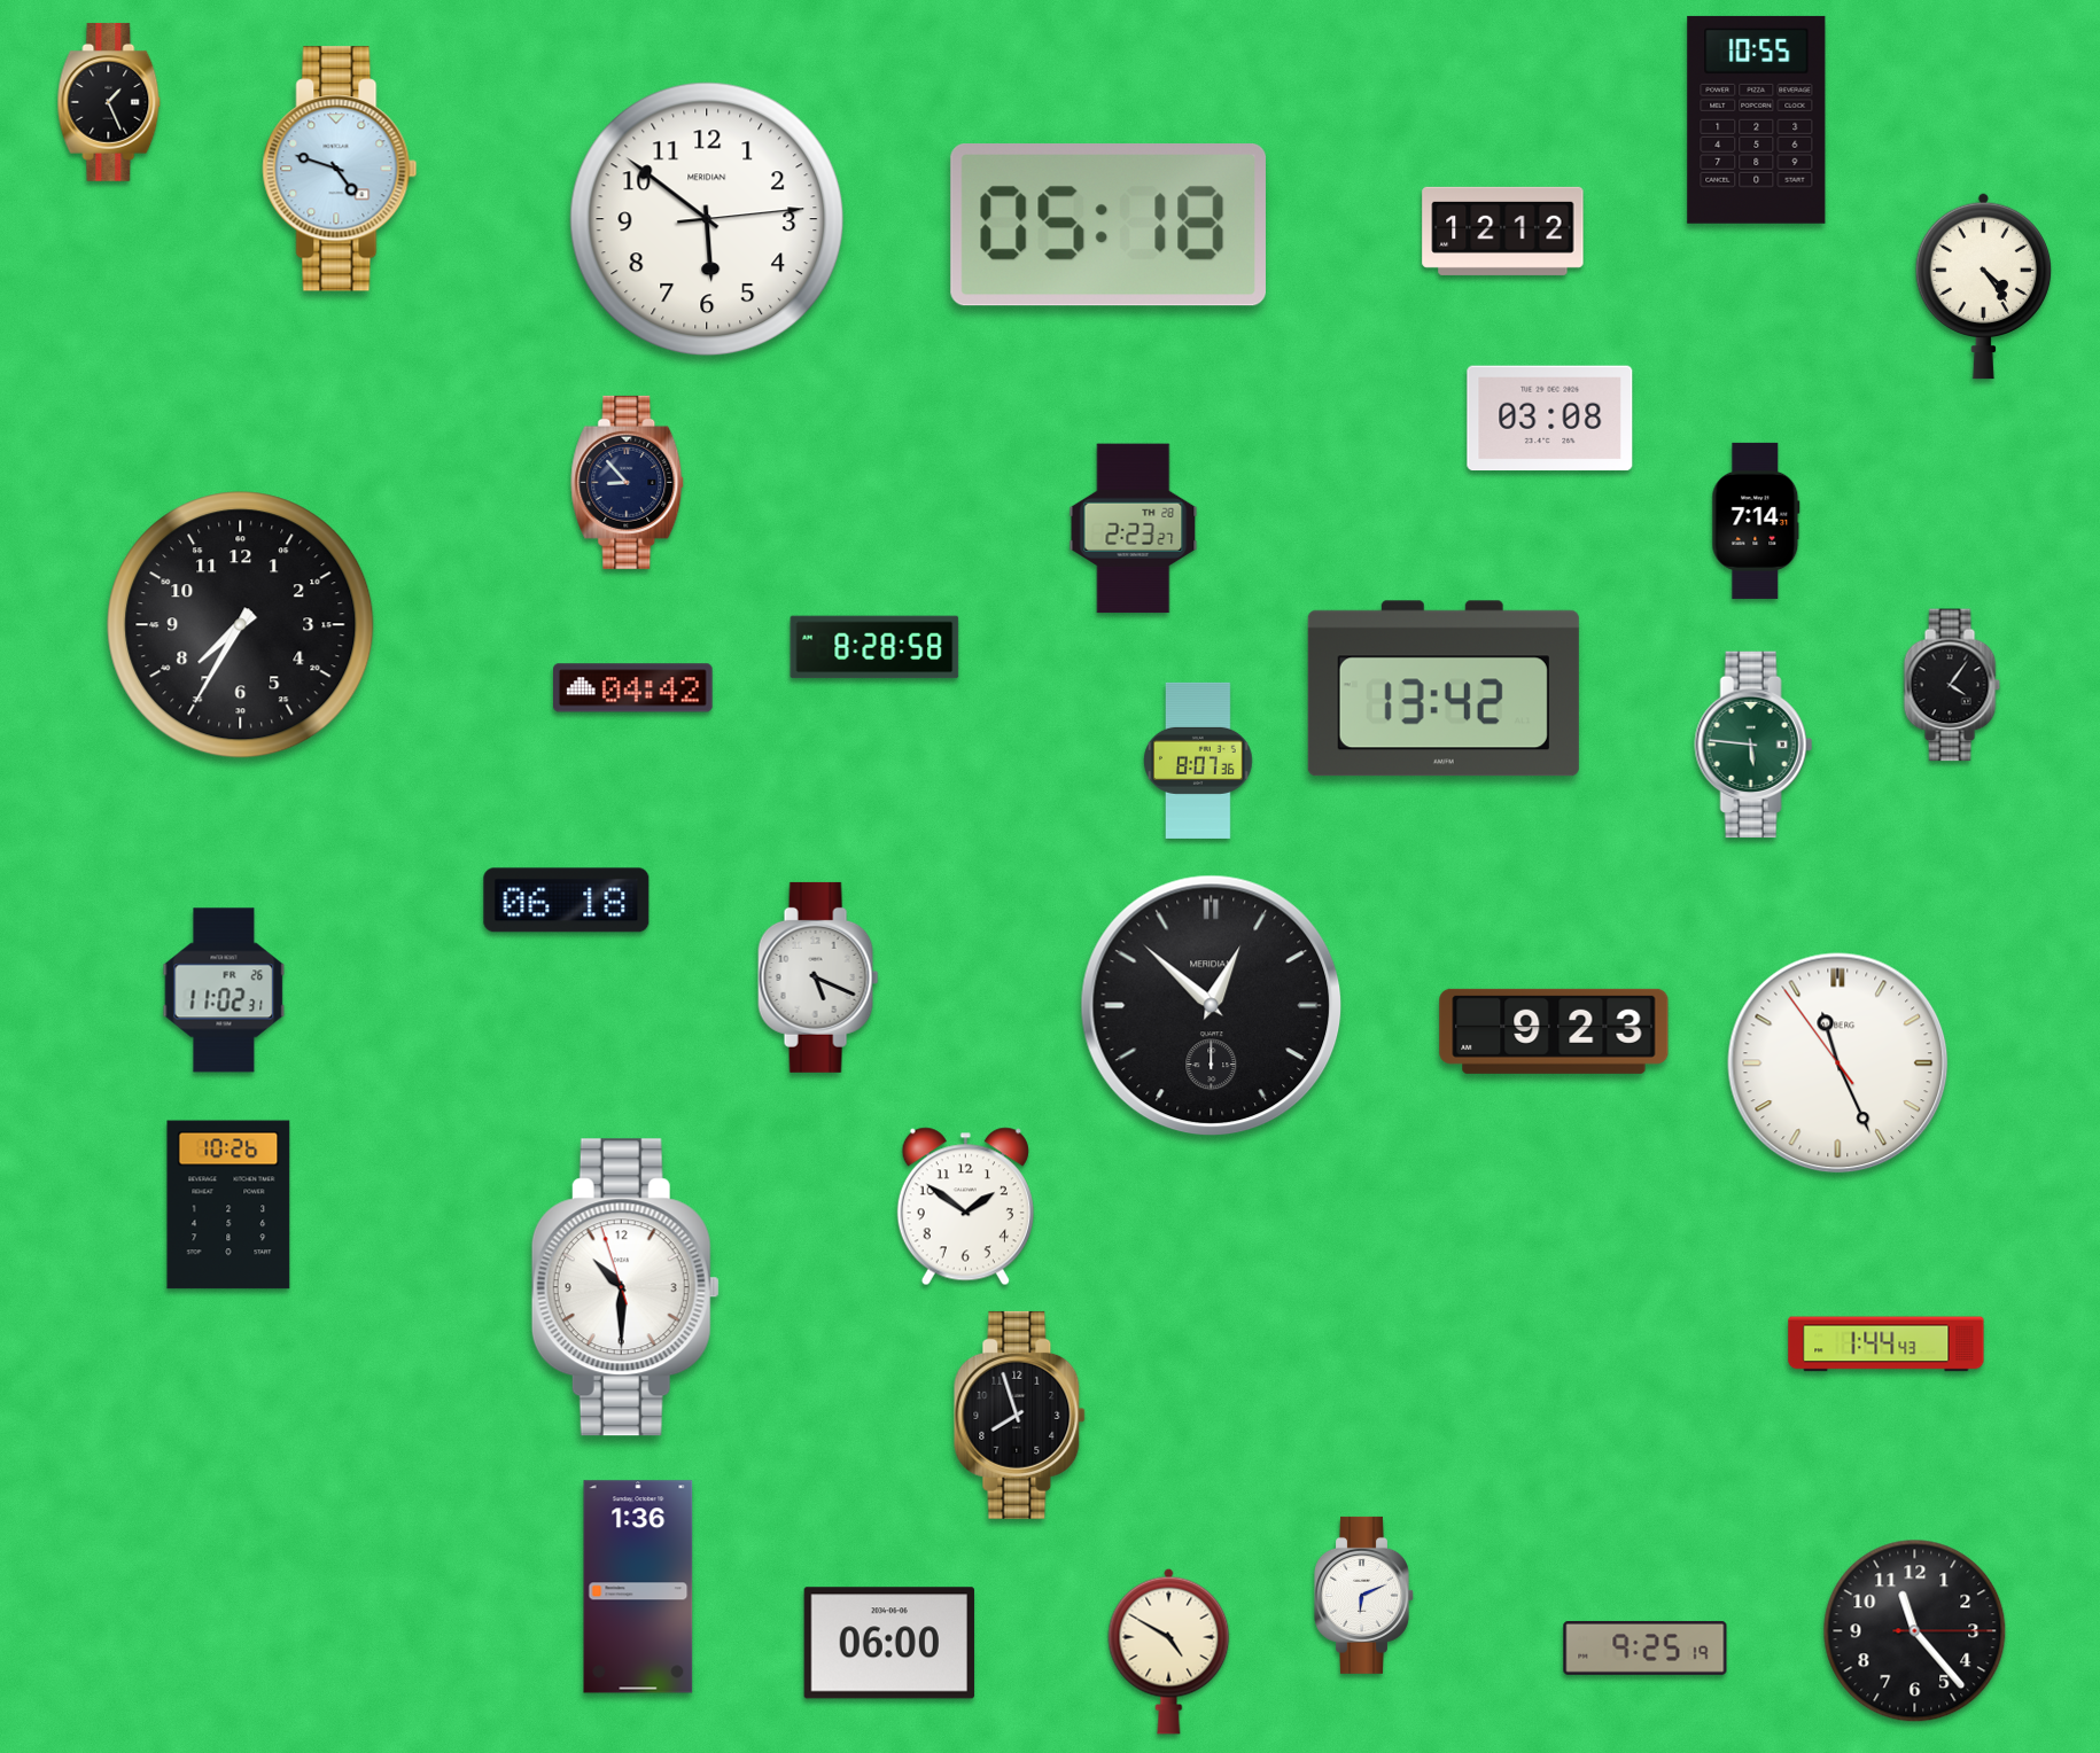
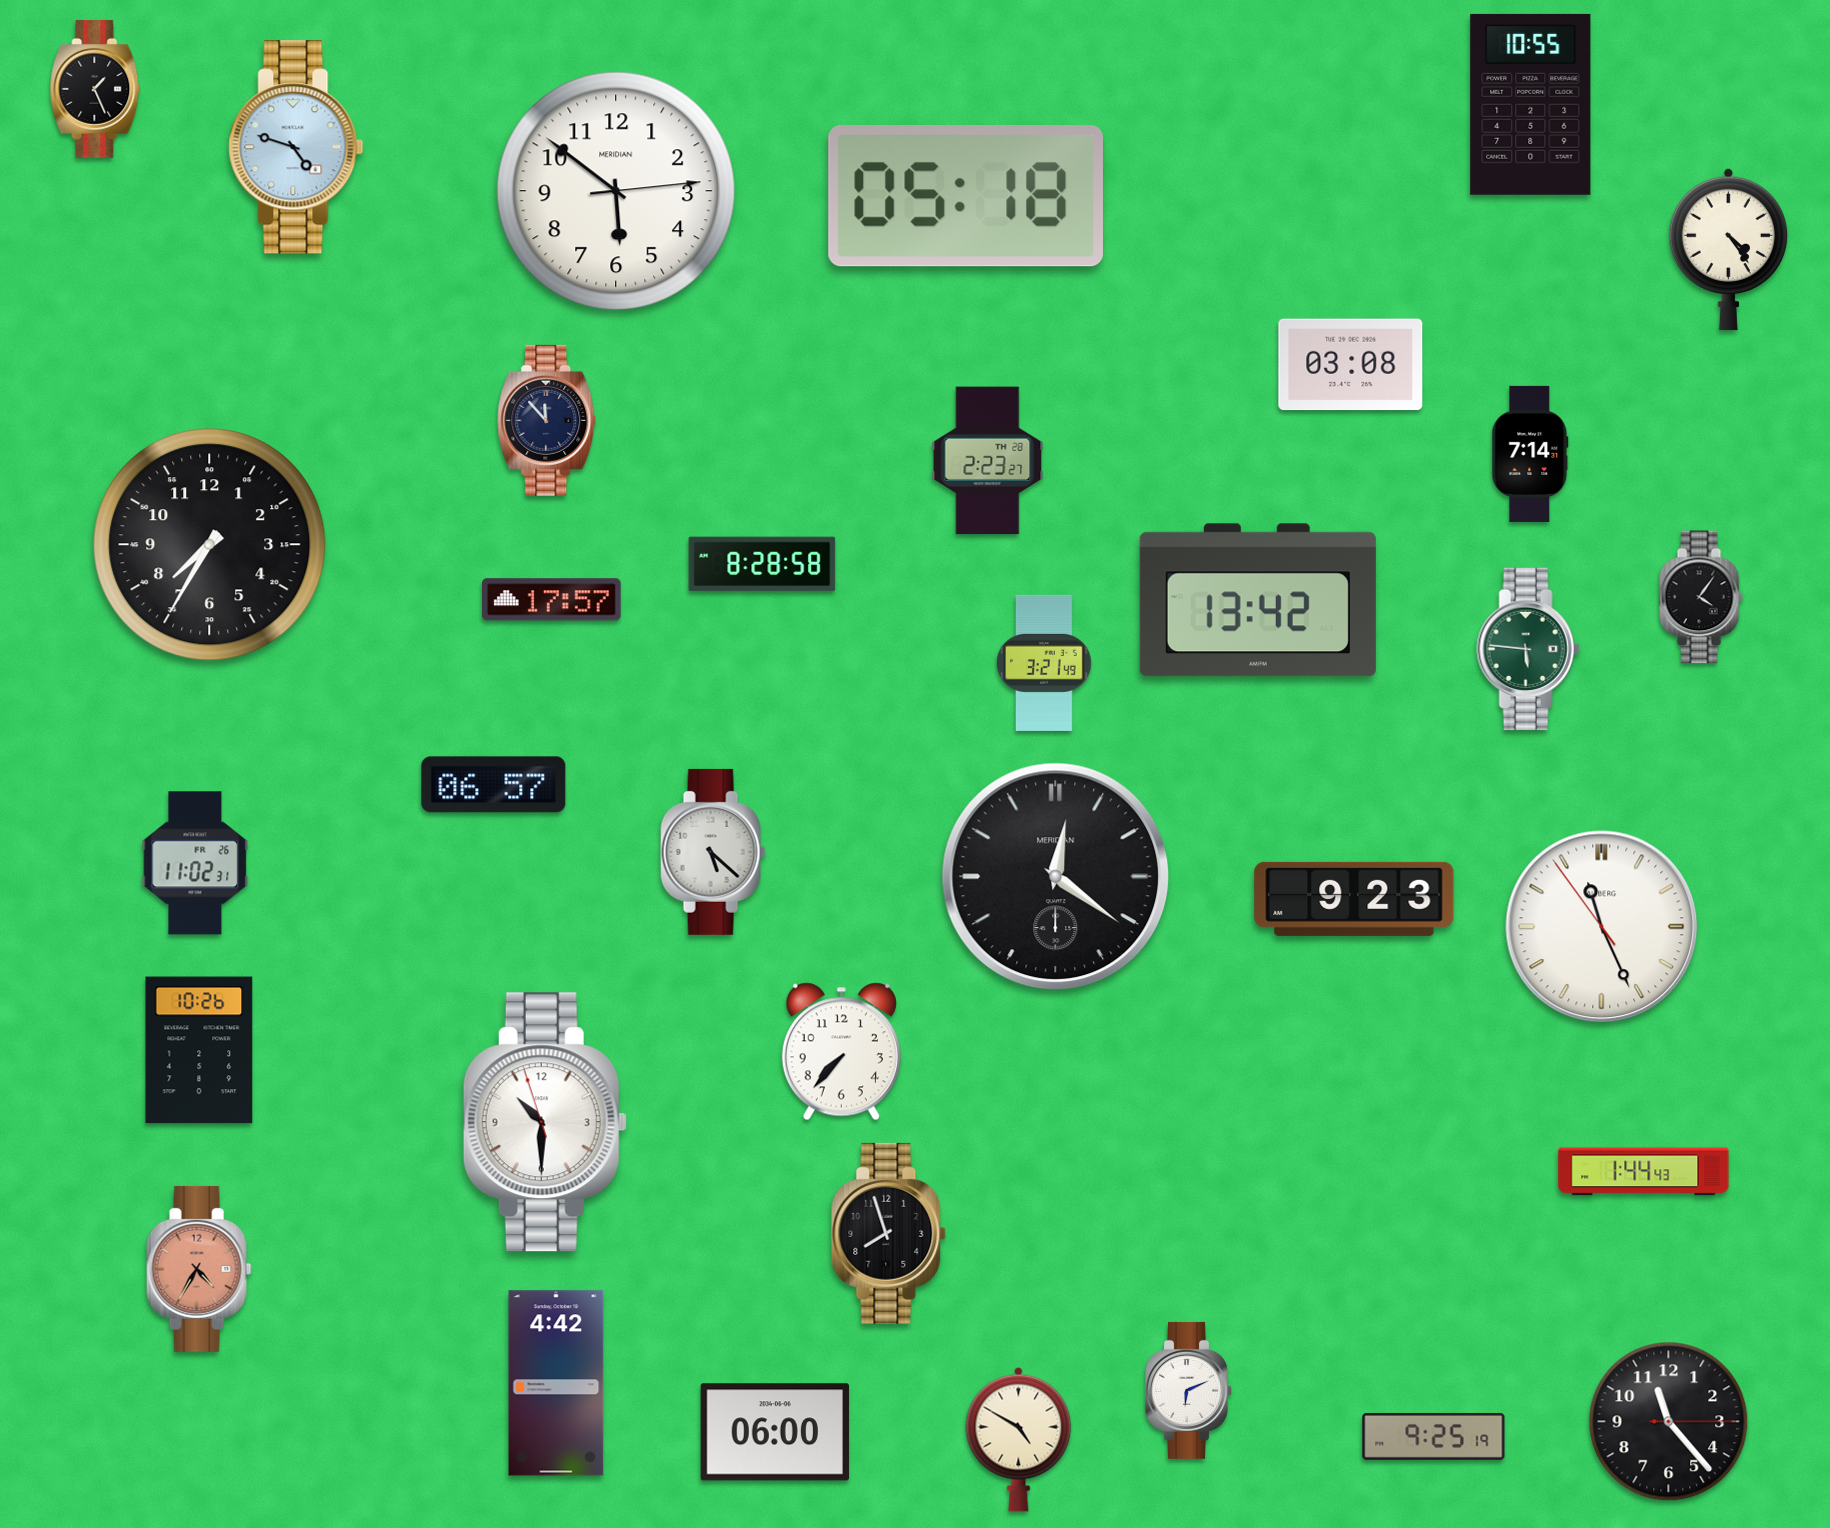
clock at (1503, 231): 12:12 -> none
clock at (628, 482): 8:53 -> 11:53
clock at (633, 688): 04:42 -> 17:57
clock at (1198, 761): 8:07 -> 3:21
clock at (567, 901): 06:18 -> 06:57
clock at (818, 977): 5:19 -> 5:22
clock at (1212, 1006): 12:52 -> 12:21
clock at (965, 1207): 1:51 -> 7:37
clock at (199, 1269): none -> 4:35
clock at (638, 1587): 1:36 -> 4:42
